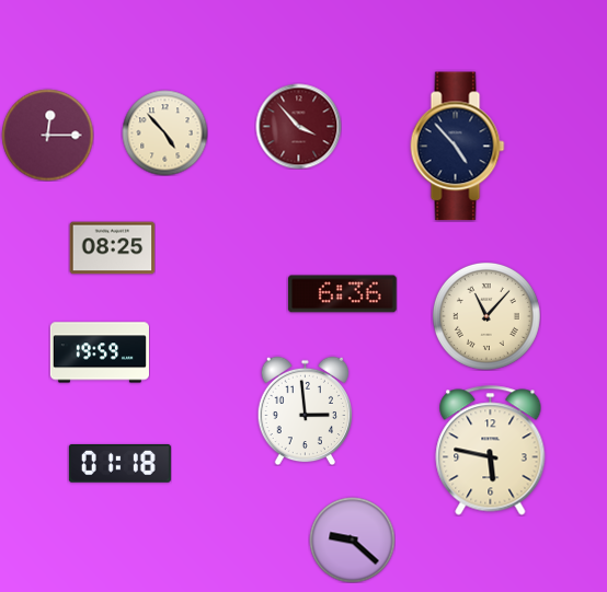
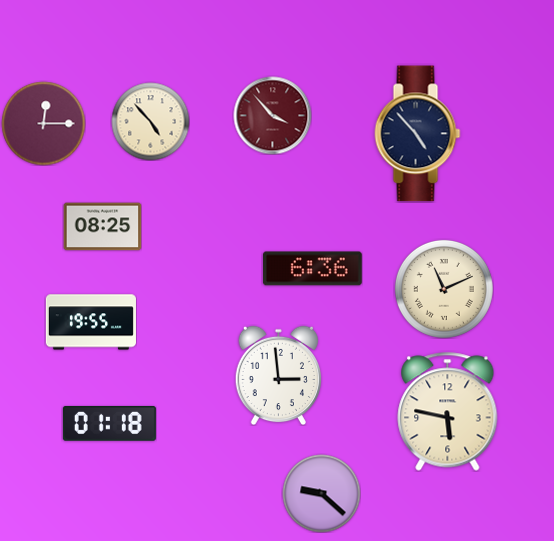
clock at (486, 316): 11:07 -> 11:11
clock at (100, 352): 19:59 -> 19:55
